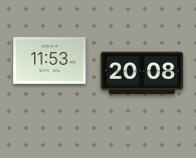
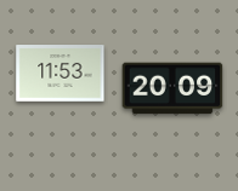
clock at (142, 73): 20:08 -> 20:09
